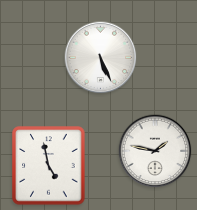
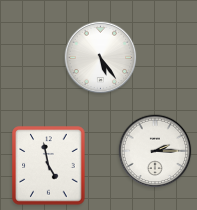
clock at (101, 58): 5:26 -> 5:24
clock at (155, 151): 1:47 -> 2:15
